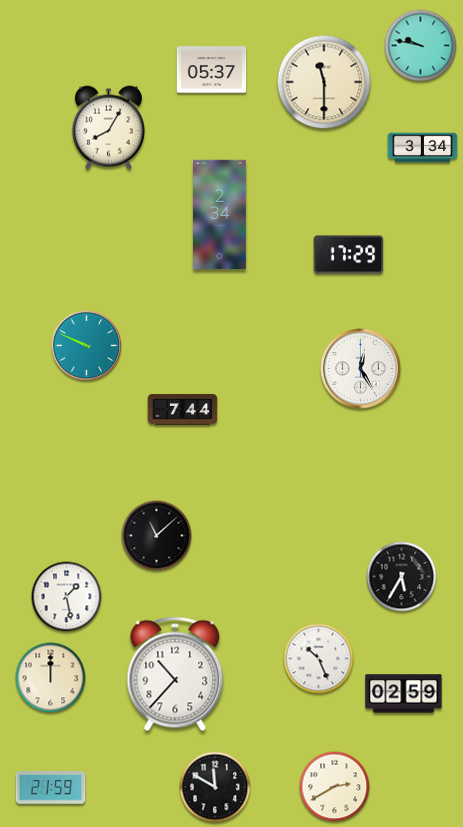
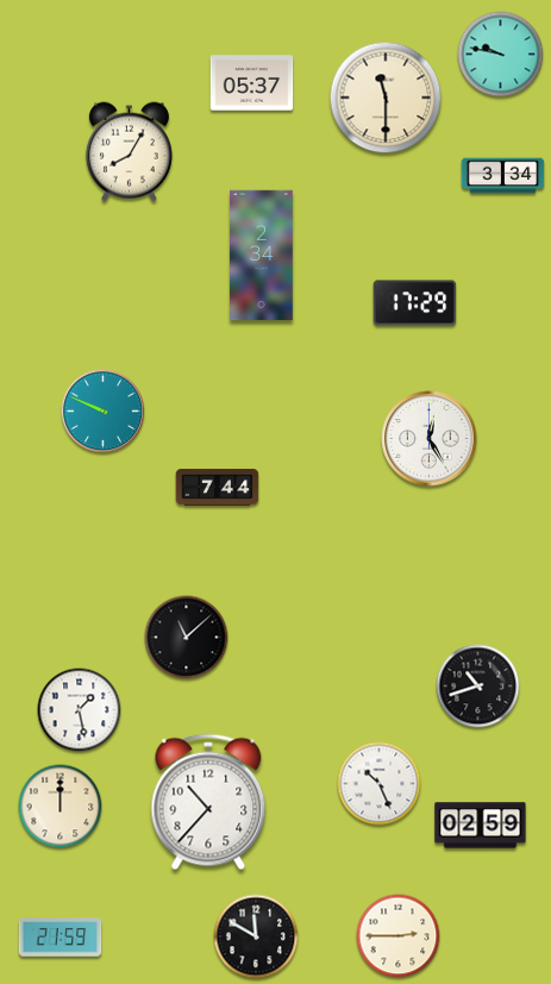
clock at (402, 577): 5:35 -> 10:42
clock at (335, 787): 2:40 -> 2:45
